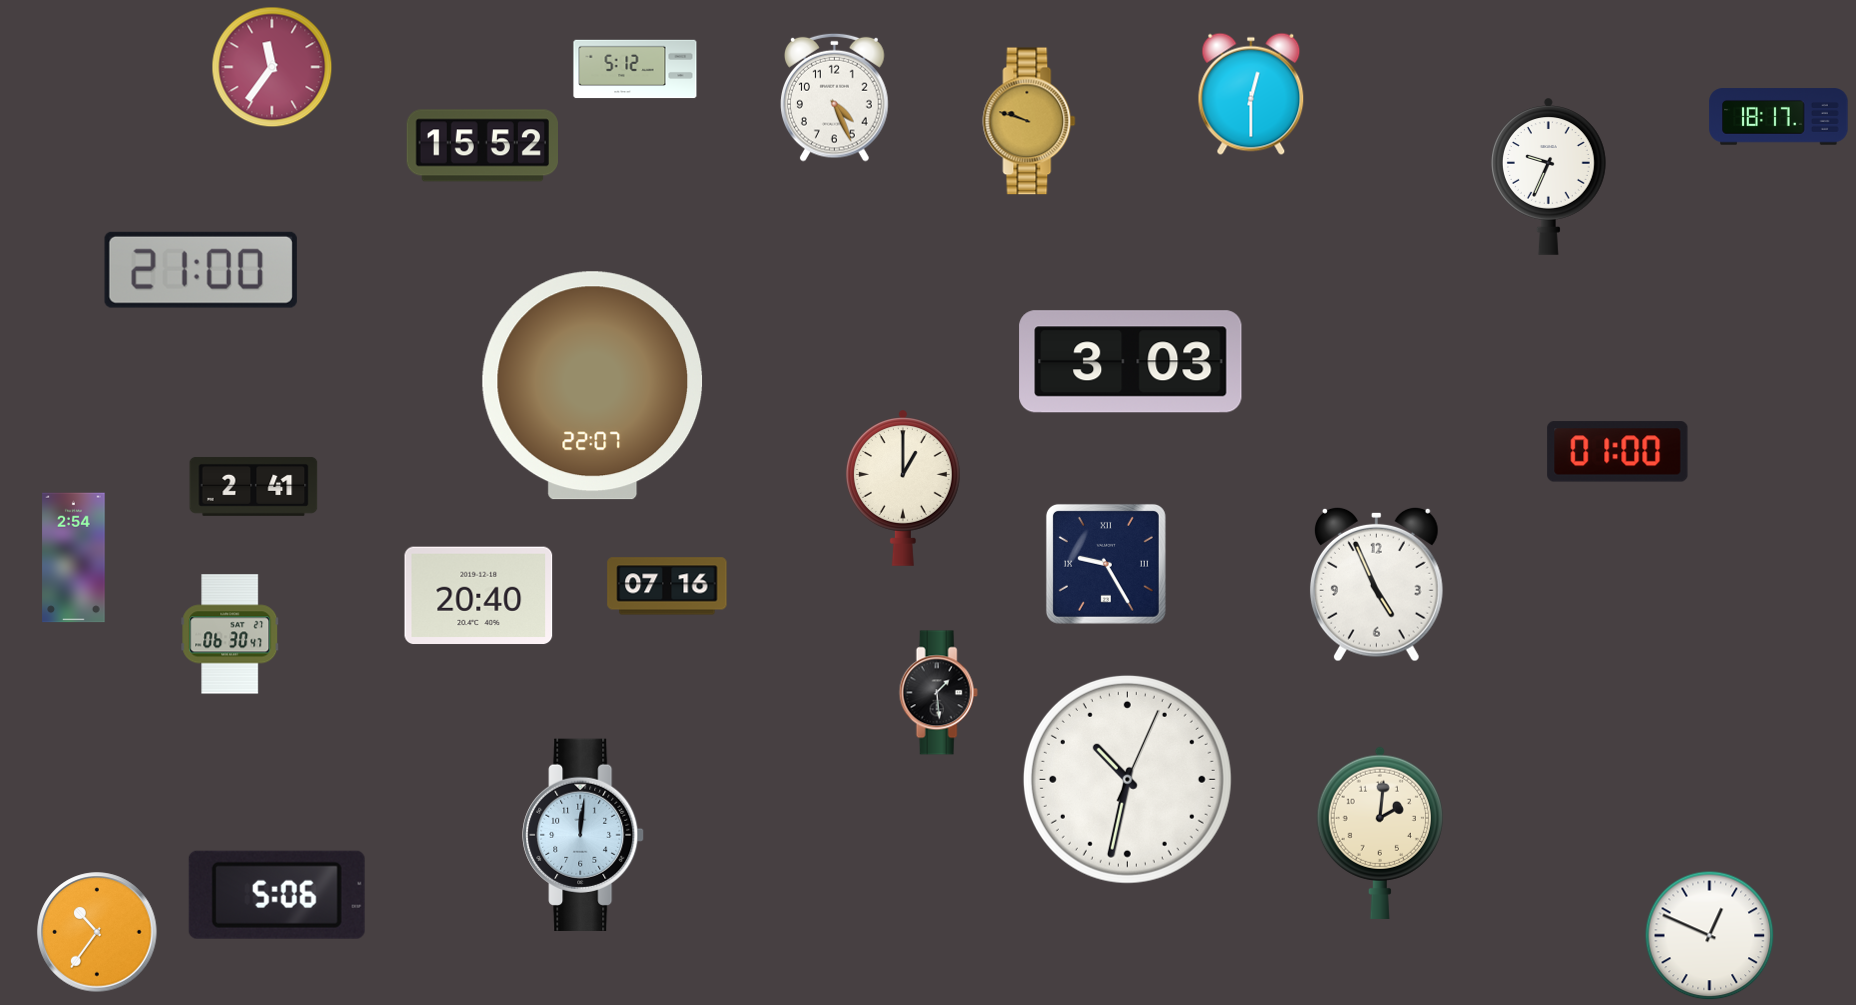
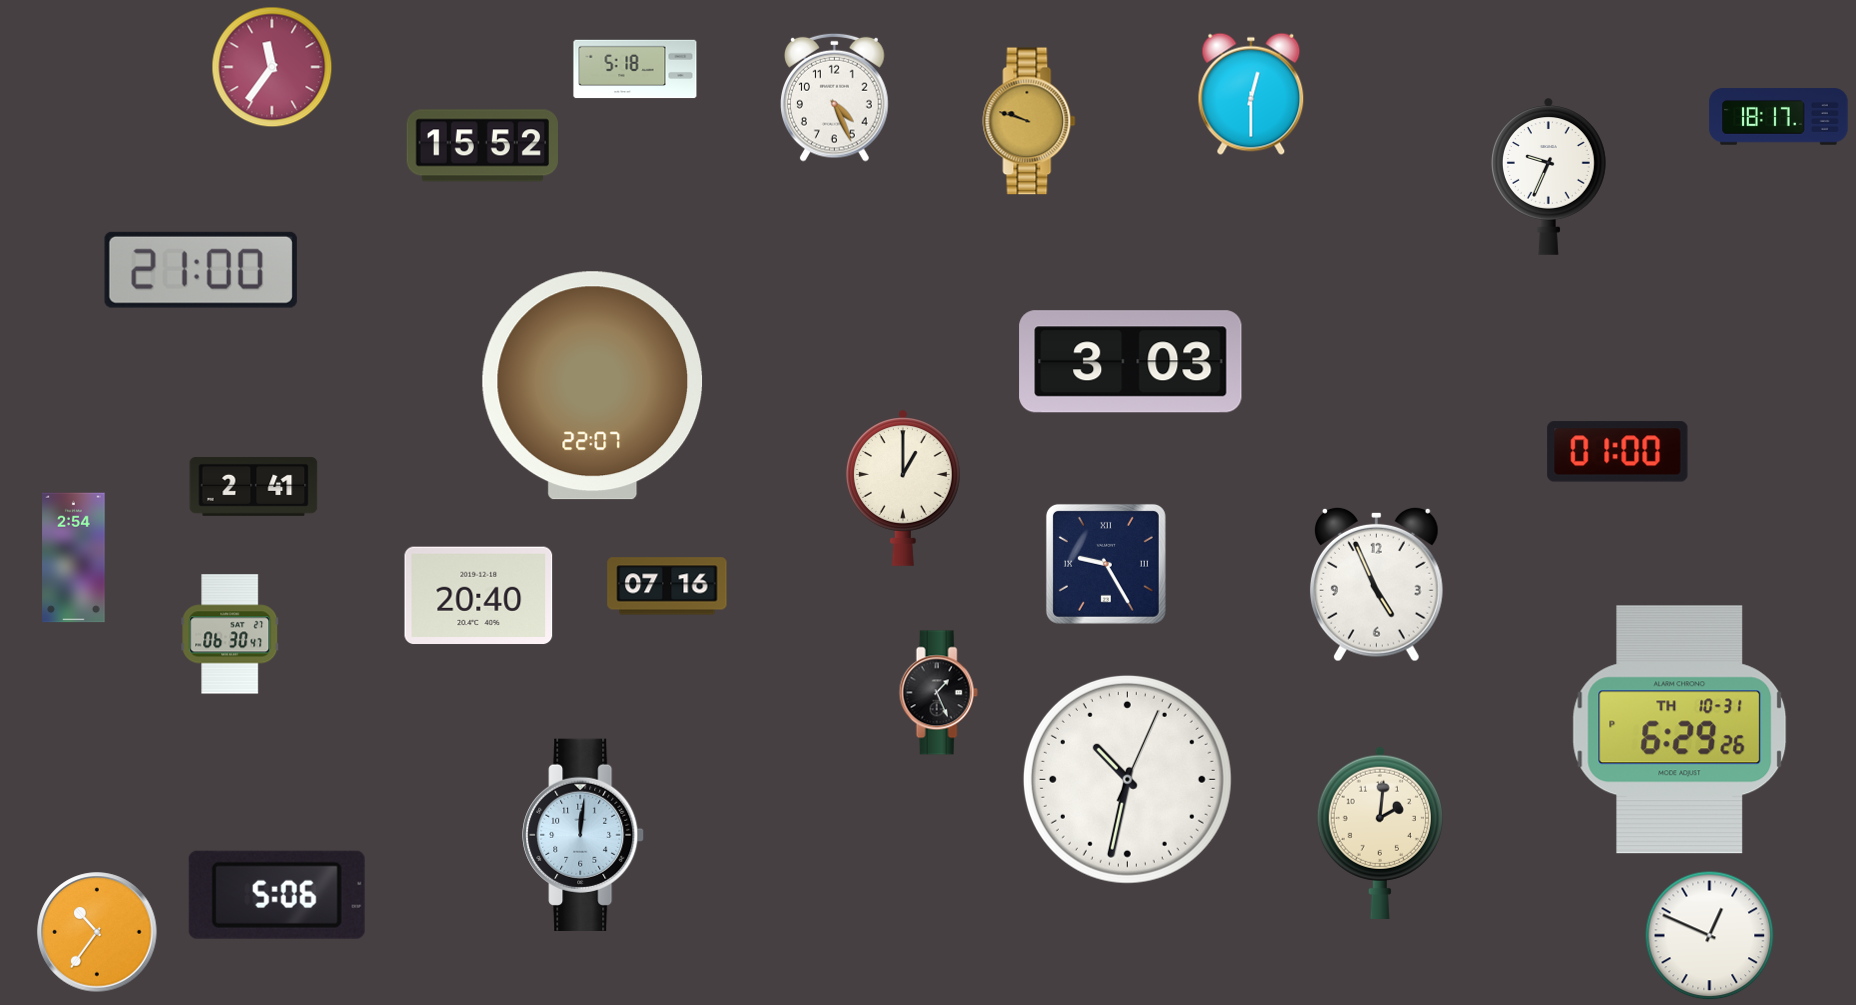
clock at (635, 69): 5:12 -> 5:18
clock at (938, 693): 1:29 -> 1:26
clock at (1680, 730): none -> 6:29
